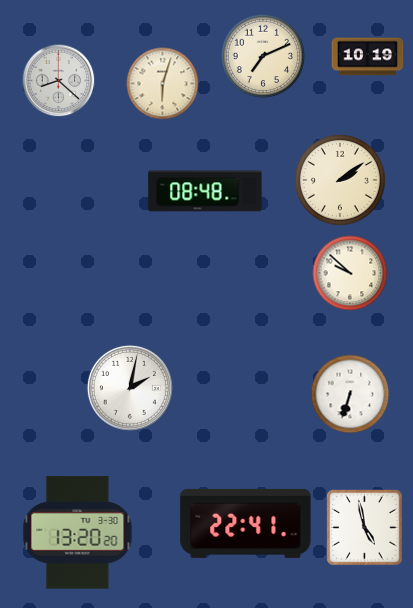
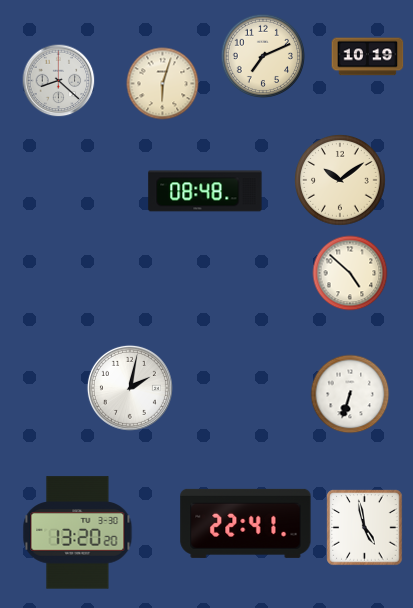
clock at (341, 181): 2:09 -> 10:09
clock at (350, 273): 9:52 -> 4:52
